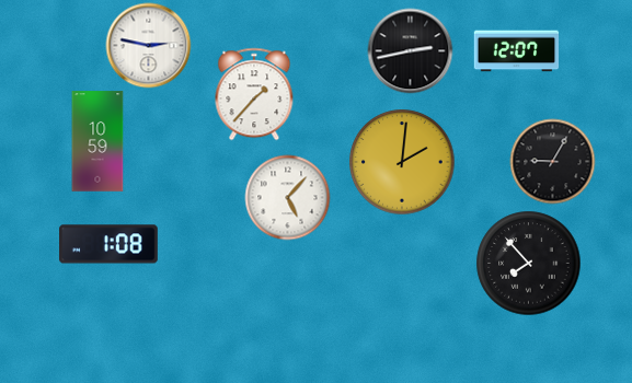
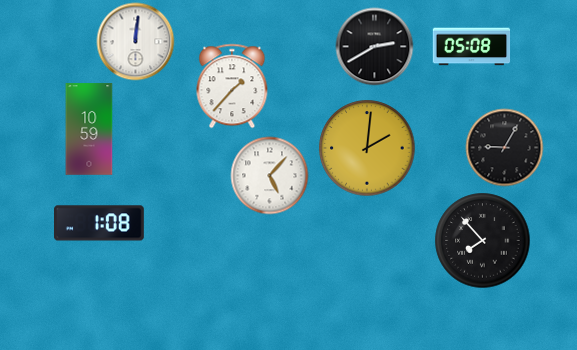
clock at (148, 45): 2:47 -> 12:01
clock at (410, 50): 2:43 -> 2:40
clock at (516, 51): 12:07 -> 05:08
clock at (287, 197) position: (287, 197) -> (269, 175)
